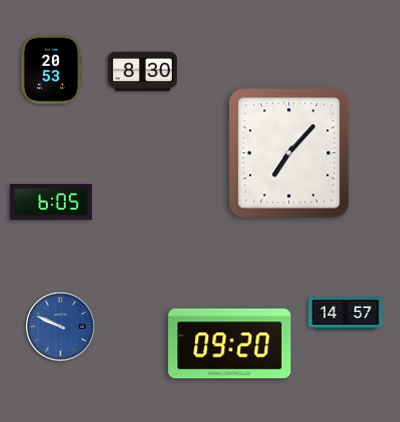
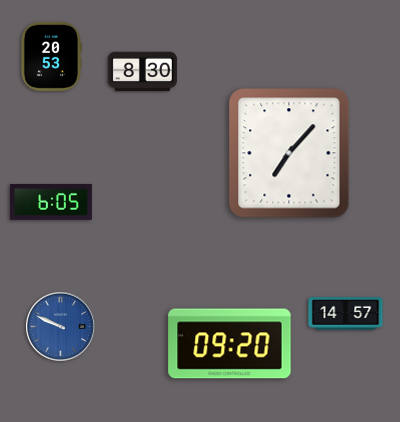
clock at (51, 69) position: (51, 69) -> (51, 56)
